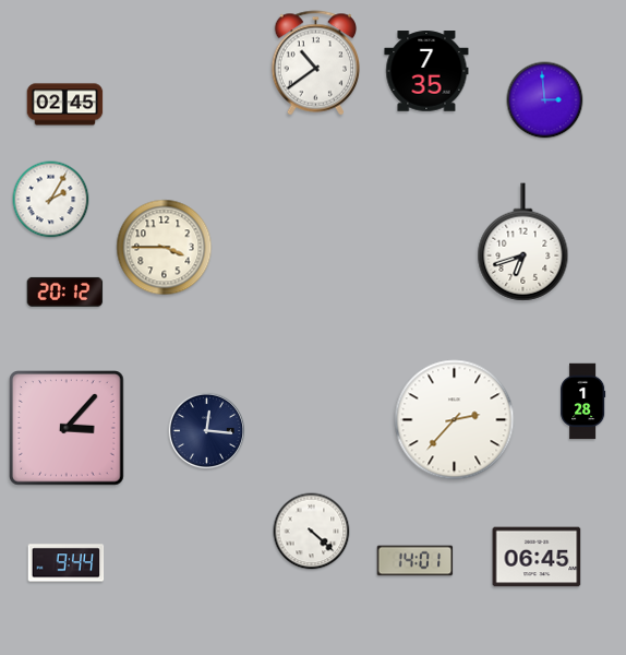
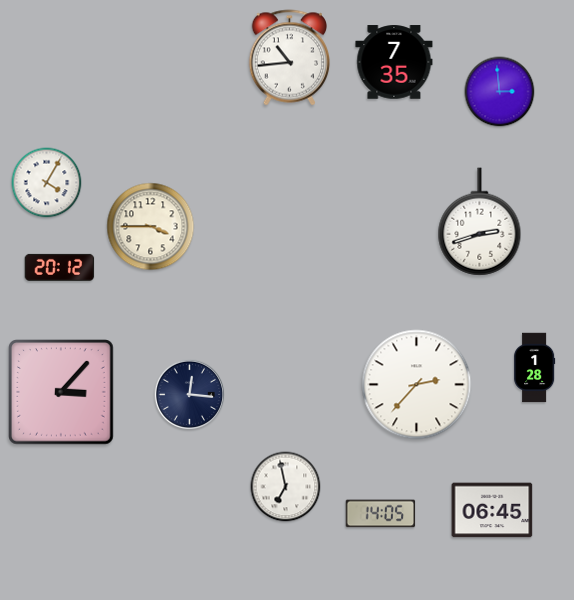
clock at (316, 63): 10:39 -> 10:44
clock at (426, 71) position: (426, 71) -> (394, 62)
clock at (65, 105): 02:45 -> none
clock at (51, 200): 2:05 -> 4:05
clock at (523, 242): 6:42 -> 2:42
clock at (312, 532): 4:22 -> 6:58
clock at (416, 561): 14:01 -> 14:05
clock at (67, 563): 9:44 -> none
